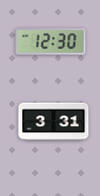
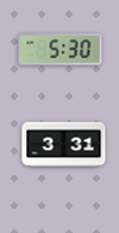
clock at (51, 42): 12:30 -> 5:30
